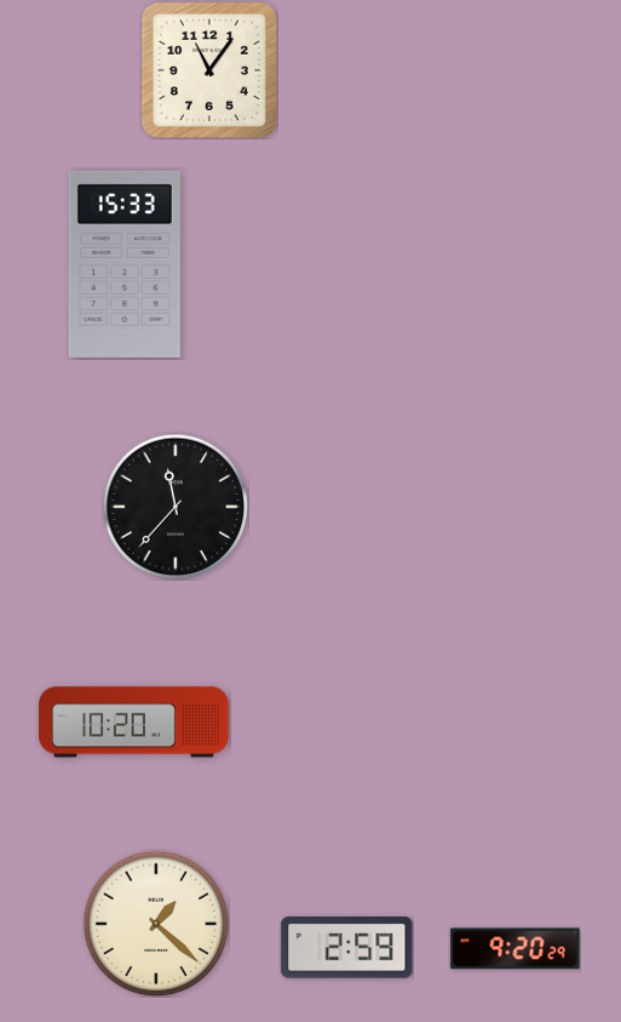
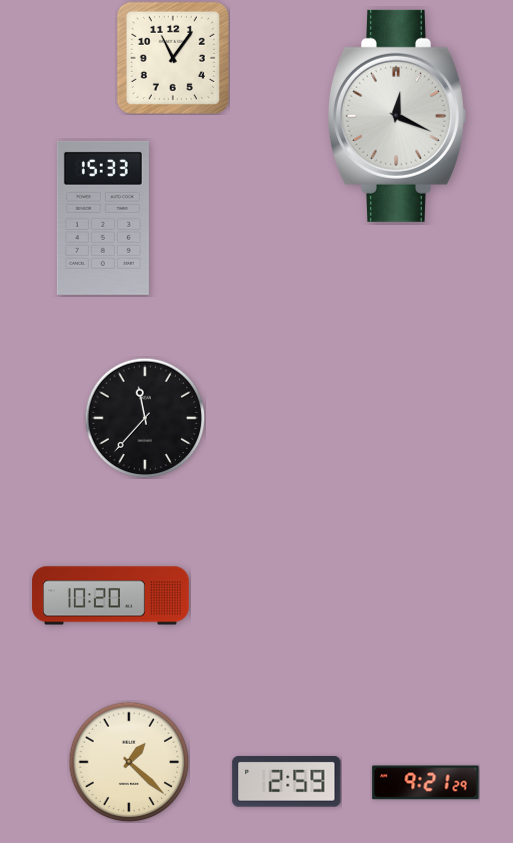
clock at (398, 116): none -> 12:19
clock at (516, 949): 9:20 -> 9:21
